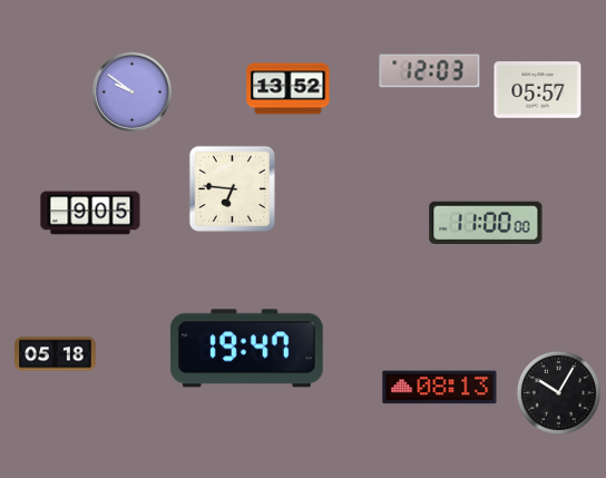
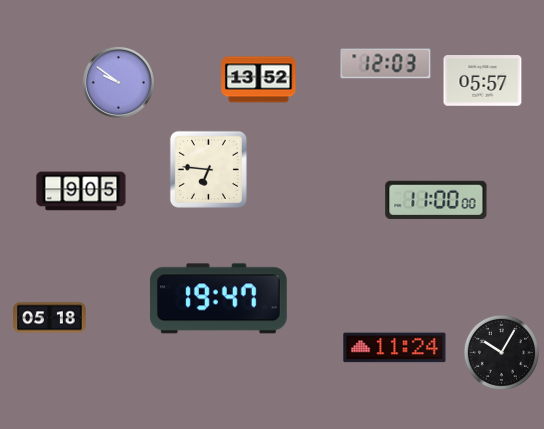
clock at (246, 349) position: (246, 349) -> (218, 299)
clock at (440, 388): 08:13 -> 11:24
